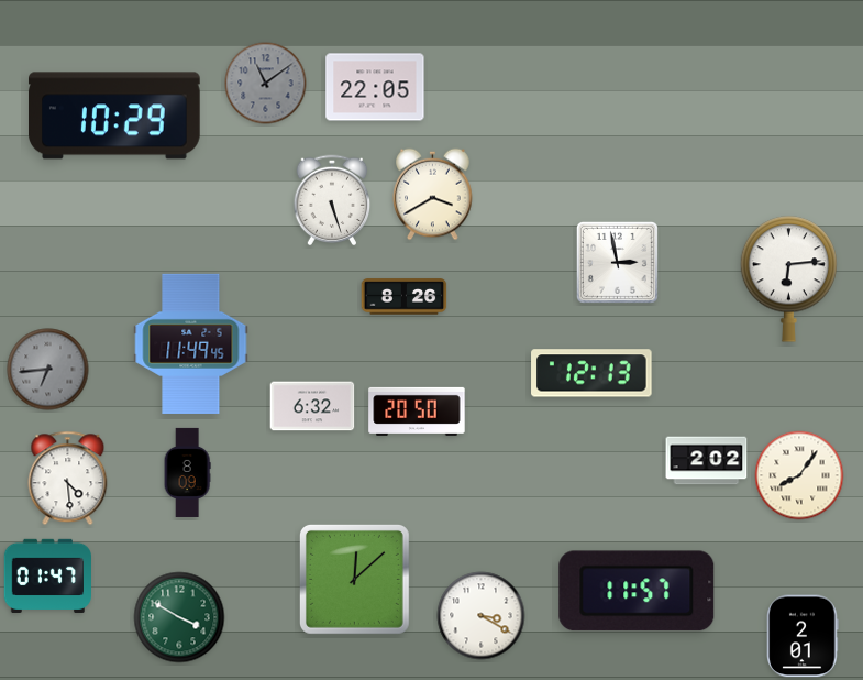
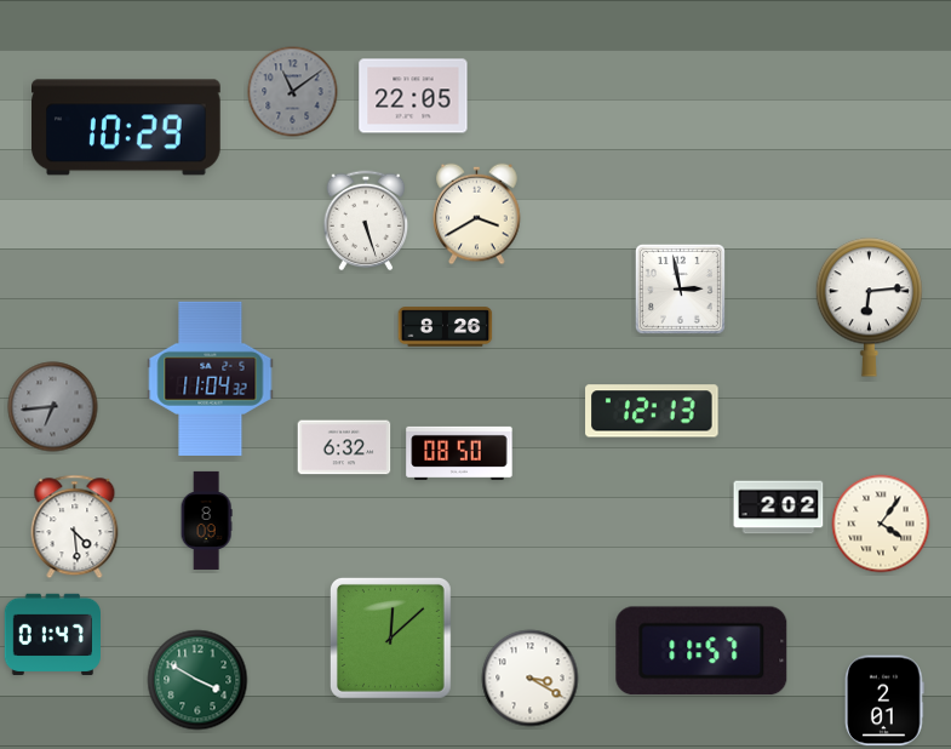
clock at (191, 343): 11:49 -> 11:04
clock at (417, 412): 20:50 -> 08:50
clock at (799, 475): 8:06 -> 4:06
